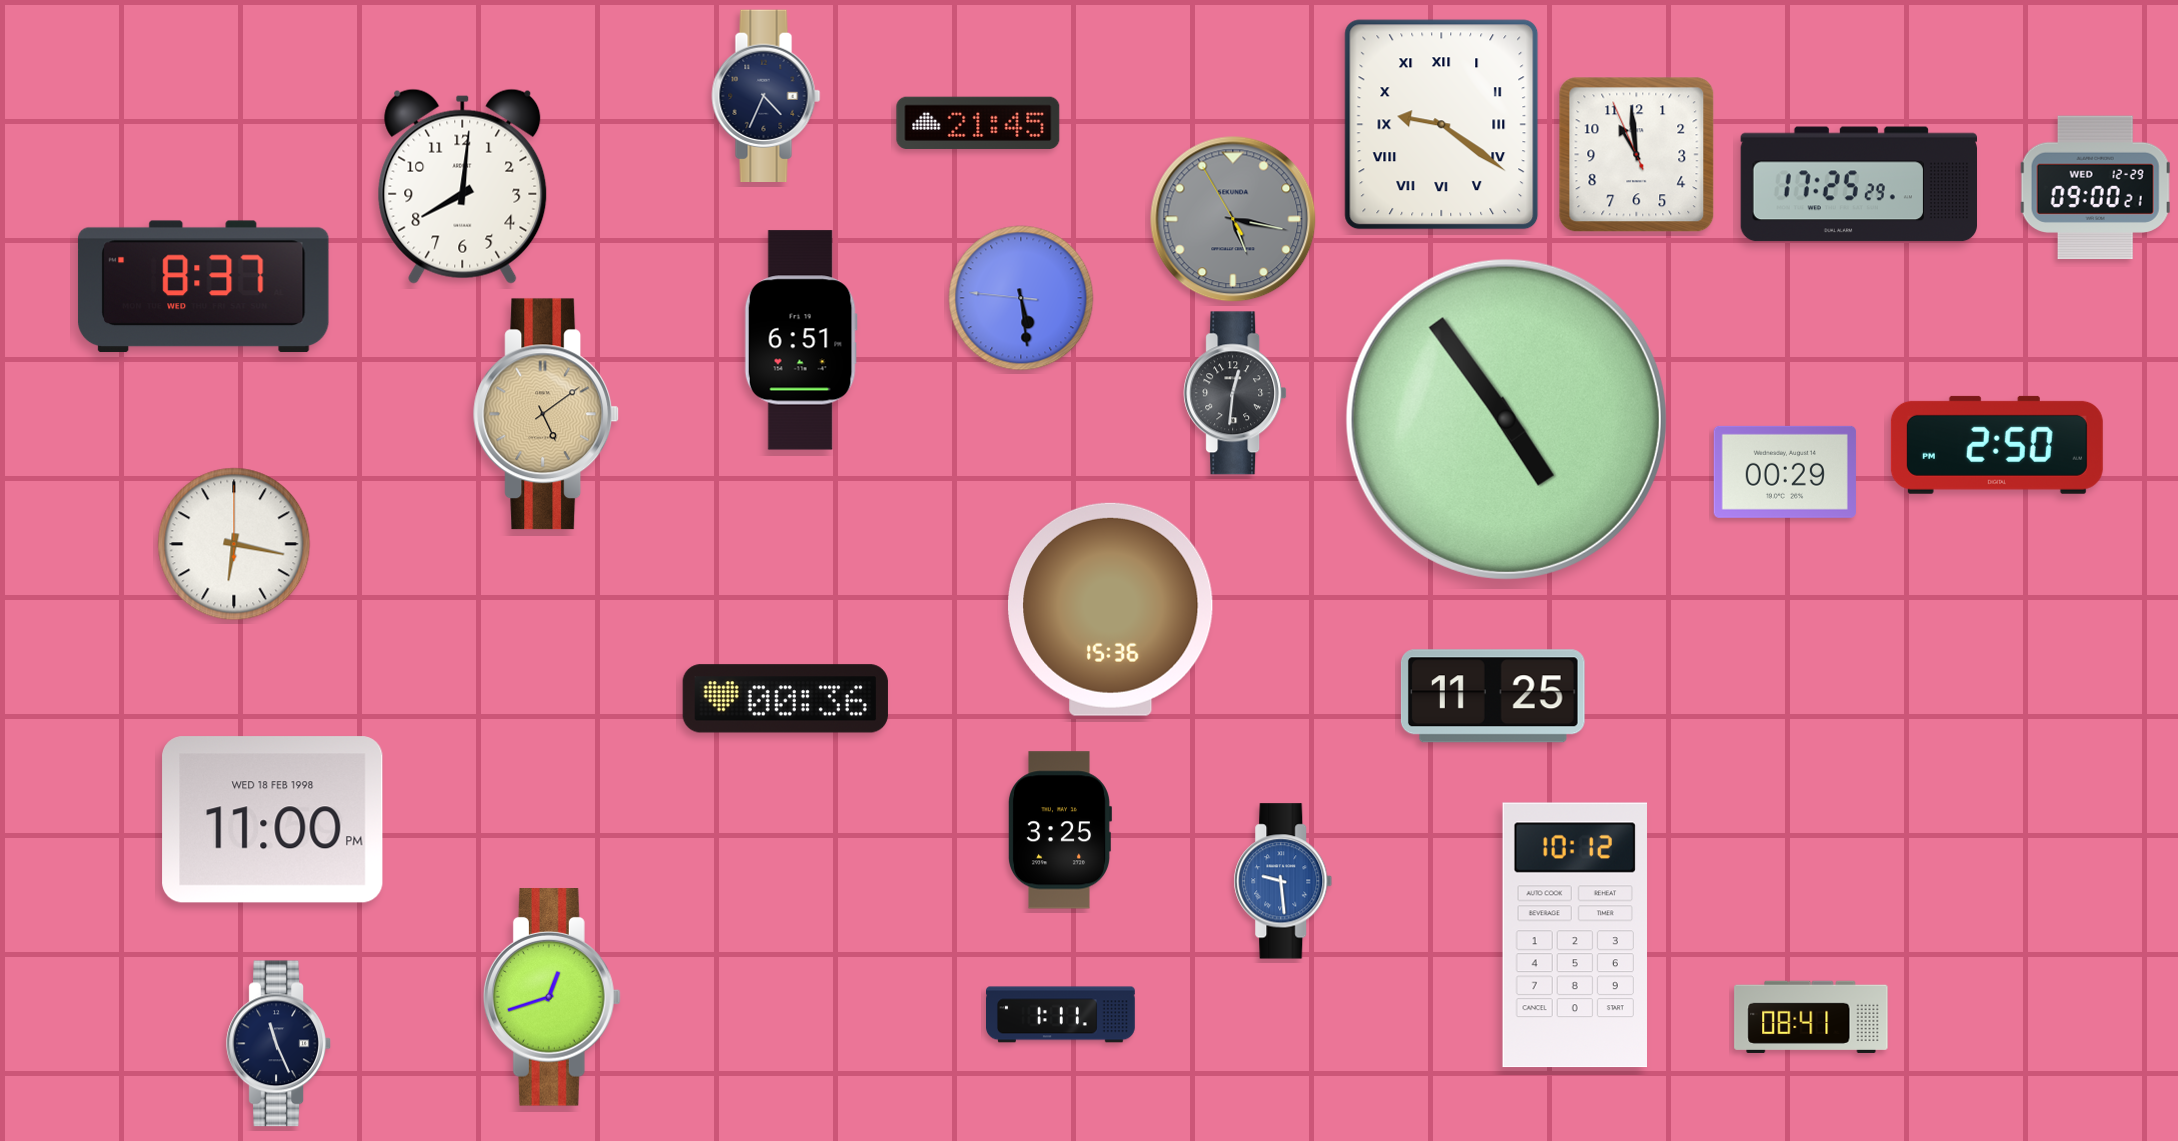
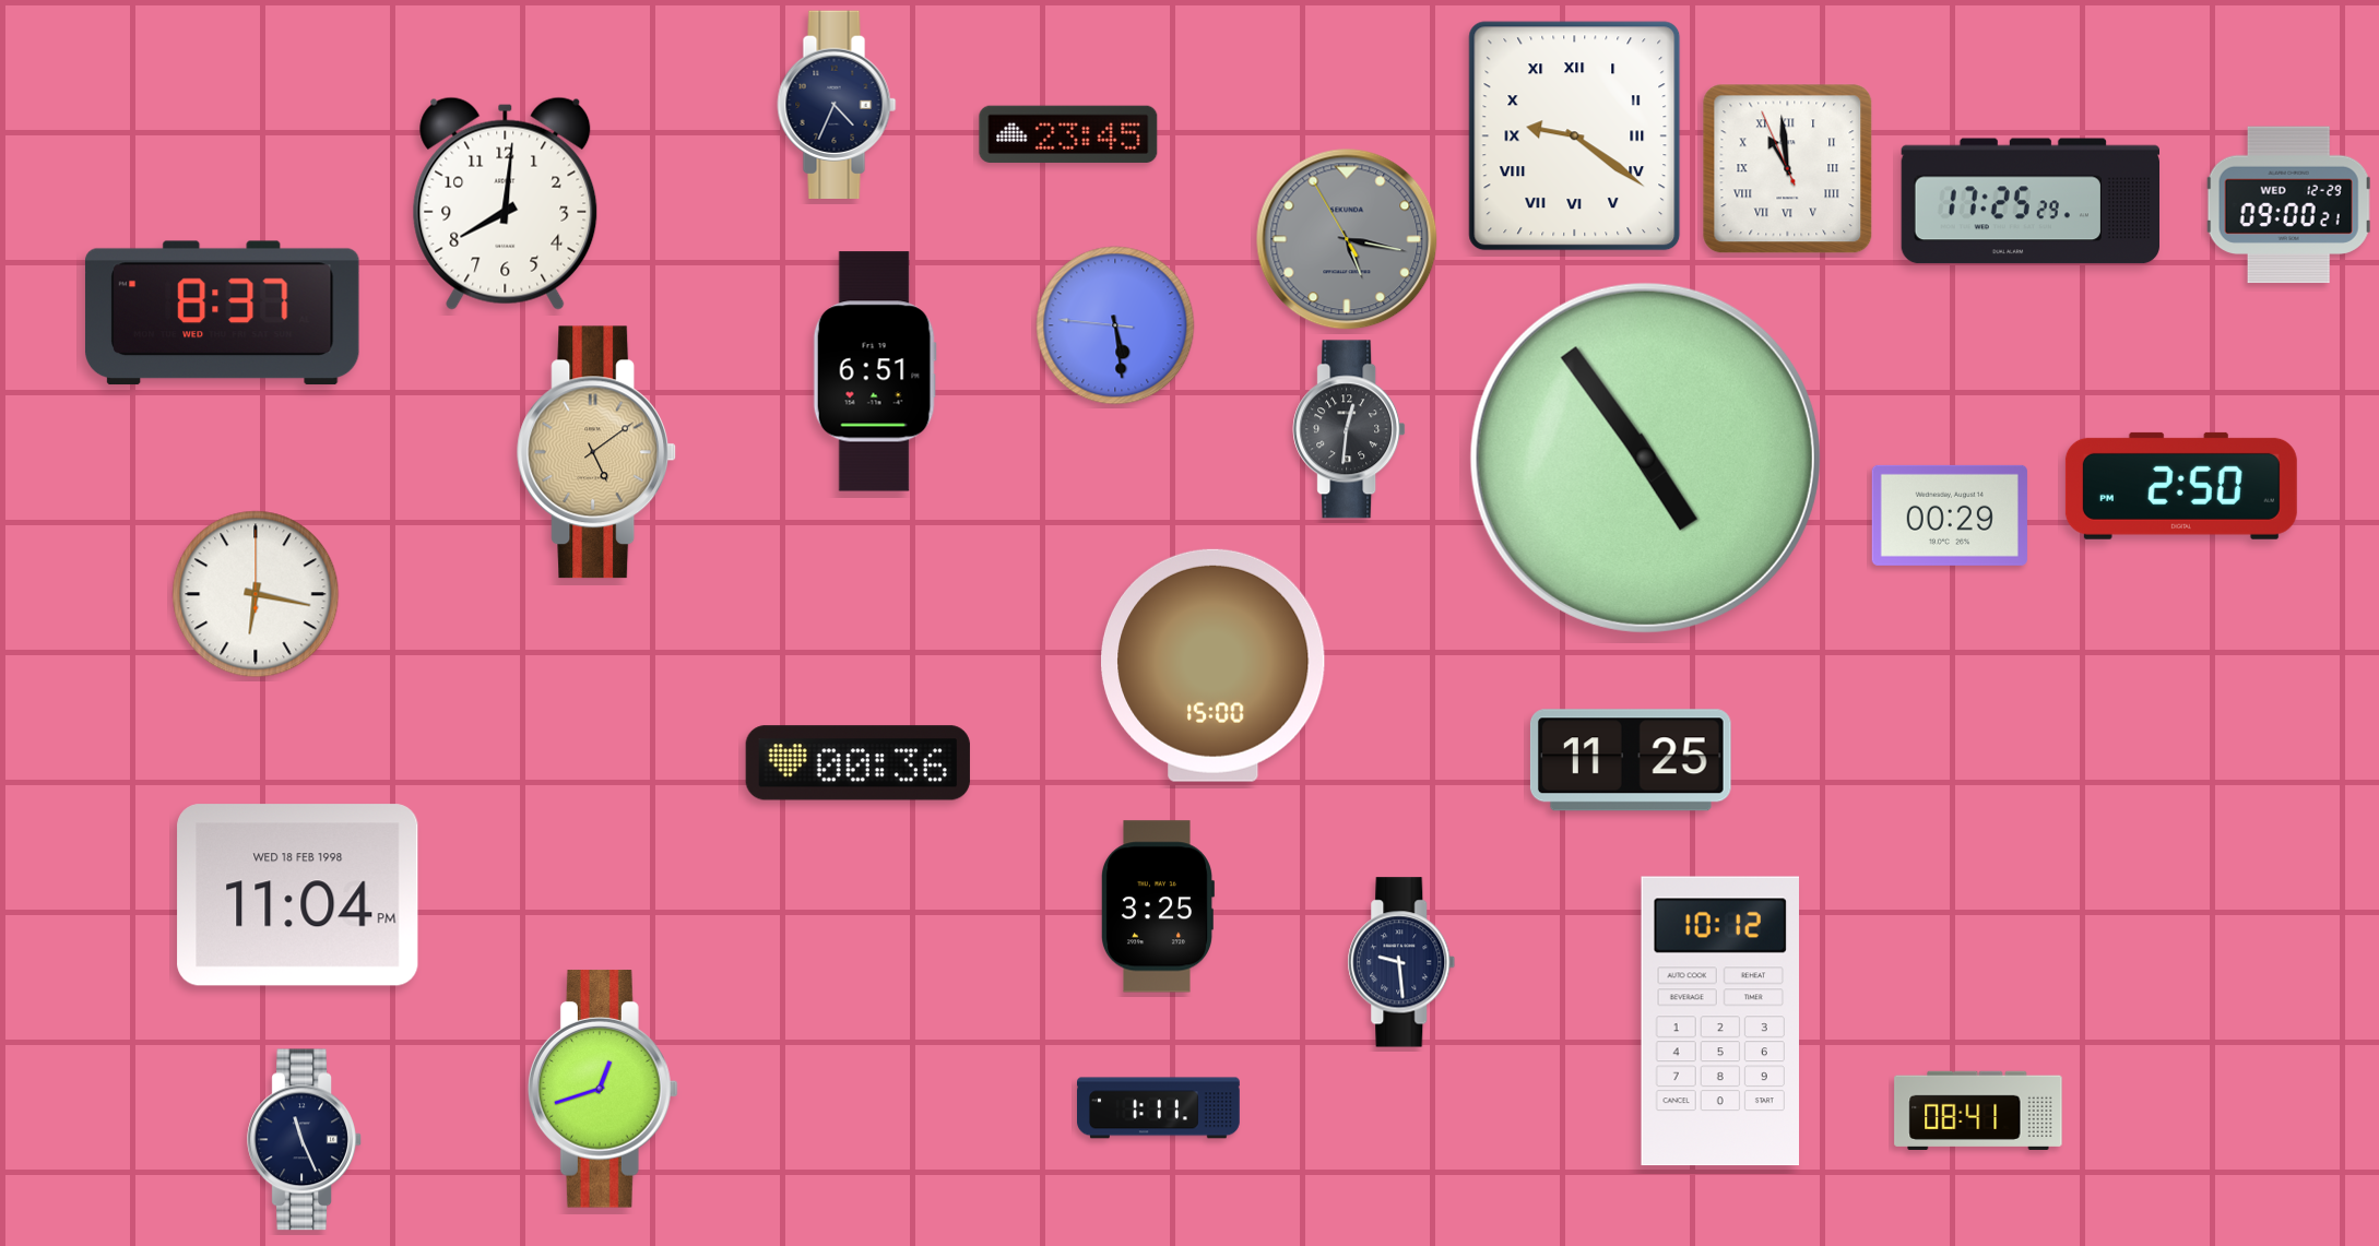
clock at (978, 122): 21:45 -> 23:45
clock at (1637, 155) numerals: Arabic -> Roman
clock at (1111, 609): 15:36 -> 15:00
clock at (273, 820): 11:00 -> 11:04
clock at (1283, 881) dial: blue -> navy
